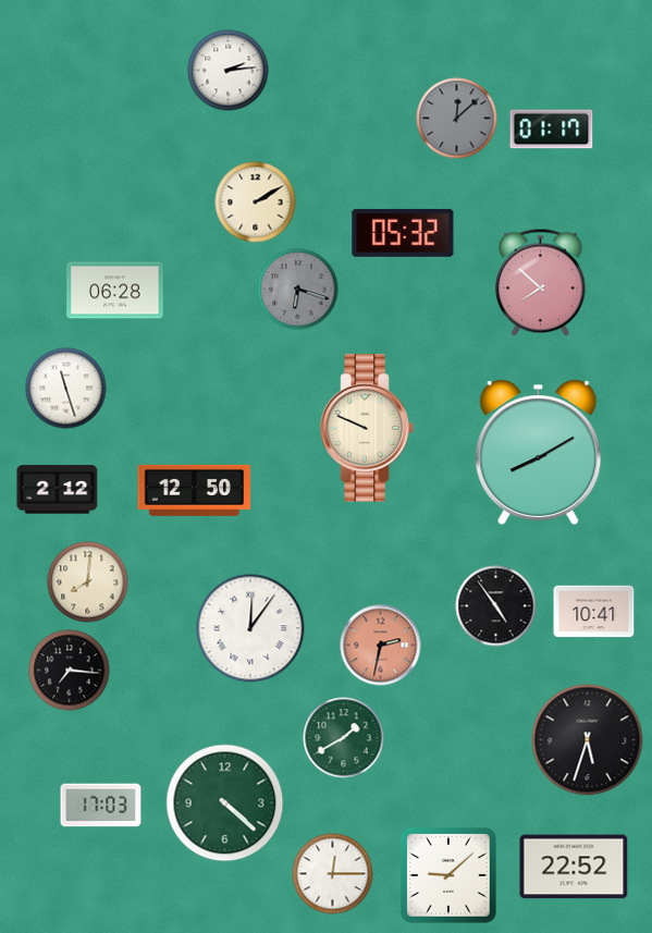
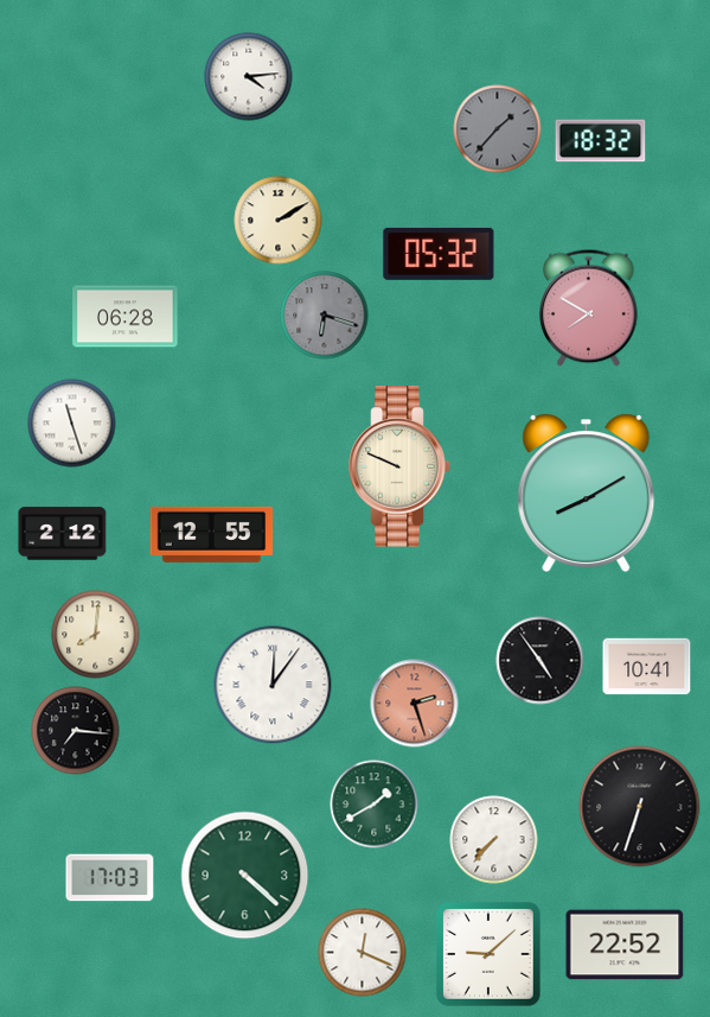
clock at (229, 71): 2:14 -> 4:14
clock at (457, 119): 12:08 -> 1:37
clock at (552, 130): 01:17 -> 18:32
clock at (541, 283): 7:52 -> 7:50
clock at (195, 490): 12:50 -> 12:55
clock at (381, 646): 2:32 -> 2:27
clock at (588, 740): 5:33 -> 6:33
clock at (494, 840): none -> 7:37
clock at (333, 874): 12:15 -> 12:19
